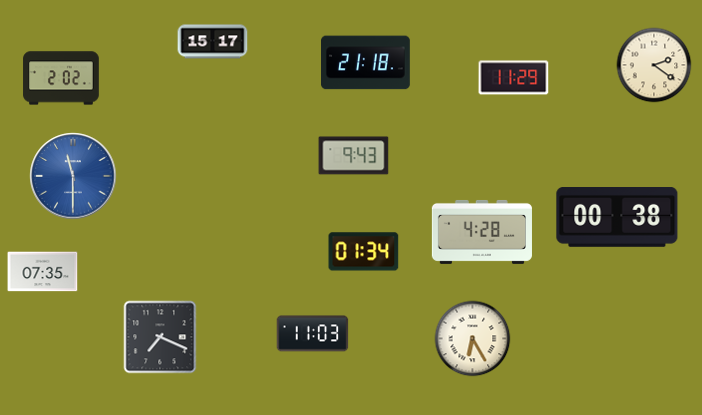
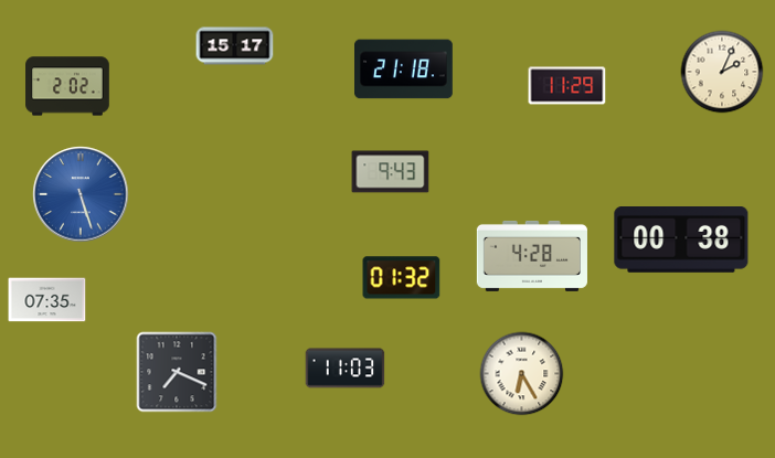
clock at (654, 65): 2:21 -> 2:04
clock at (73, 176): 11:30 -> 5:27
clock at (364, 252): 01:34 -> 01:32
